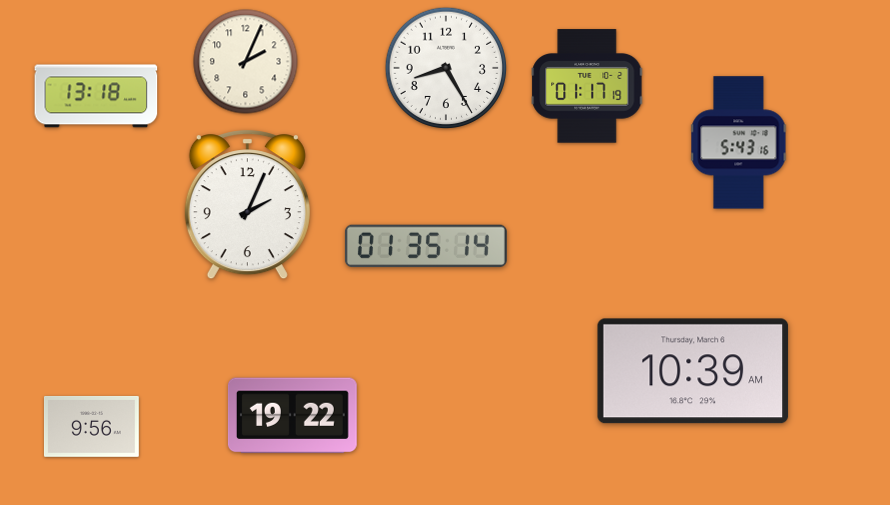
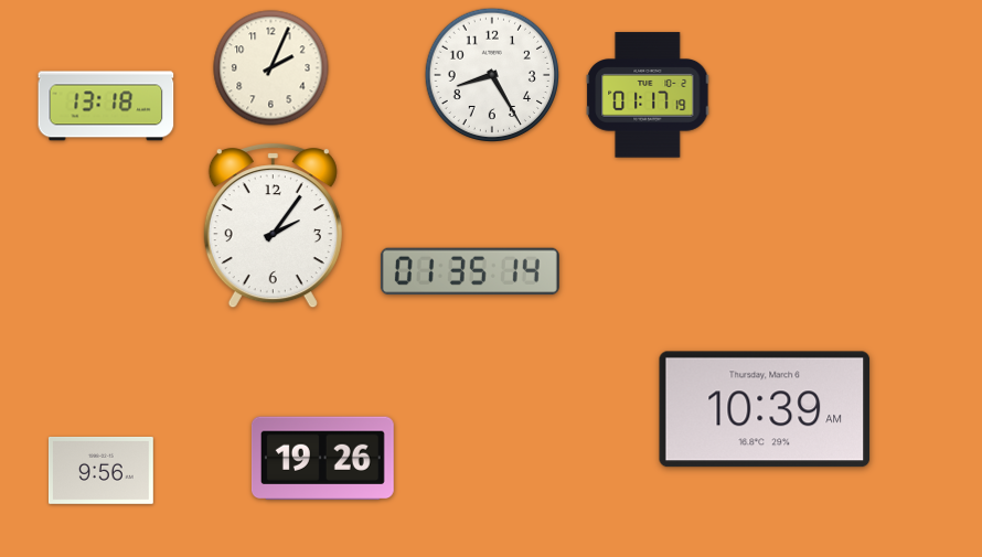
clock at (739, 143): 5:43 -> none
clock at (247, 205): 2:04 -> 2:06
clock at (292, 416): 19:22 -> 19:26
